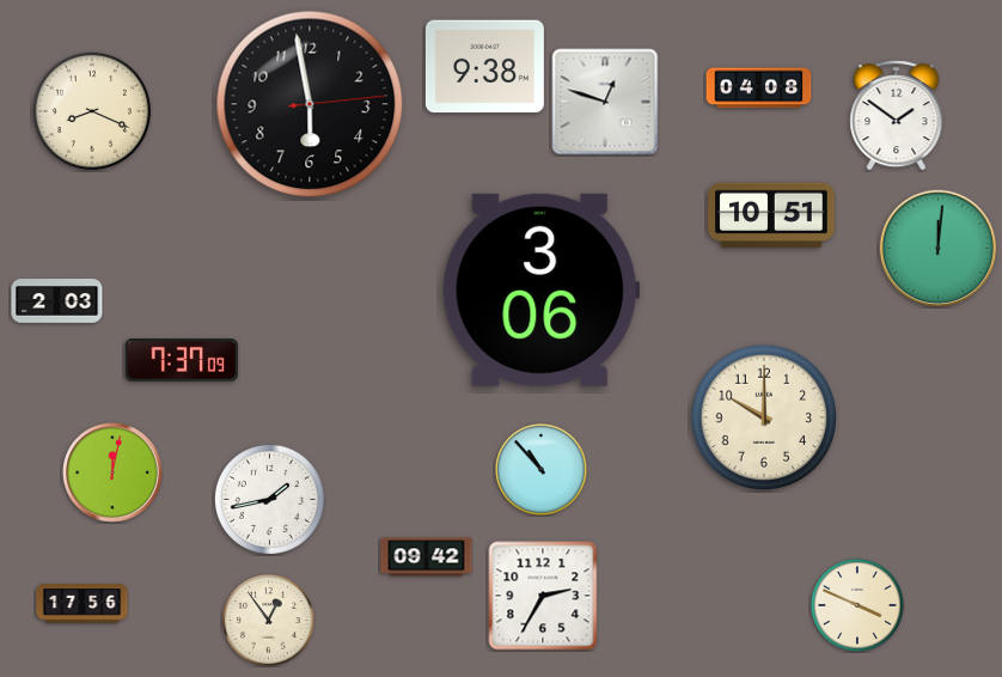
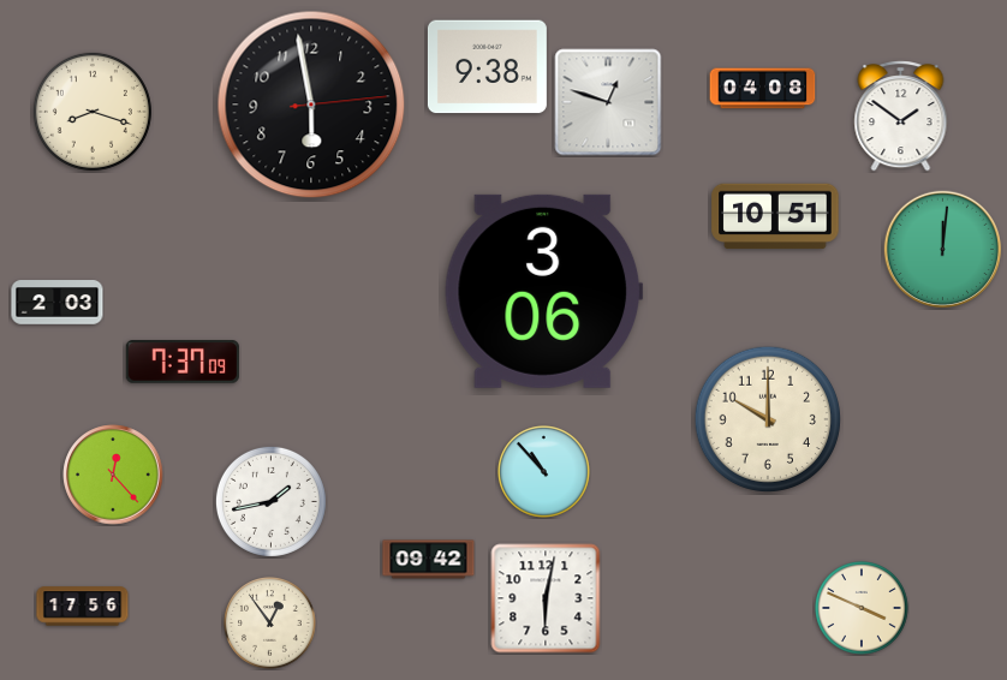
clock at (92, 111): 8:19 -> 8:18
clock at (112, 472): 12:02 -> 12:23
clock at (543, 596): 2:35 -> 6:02
